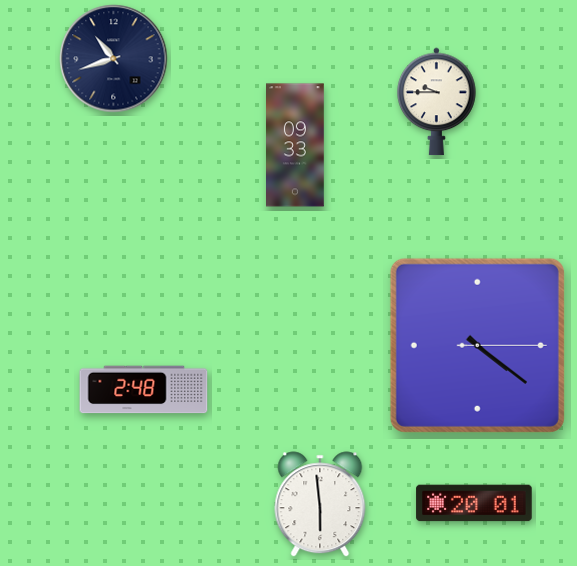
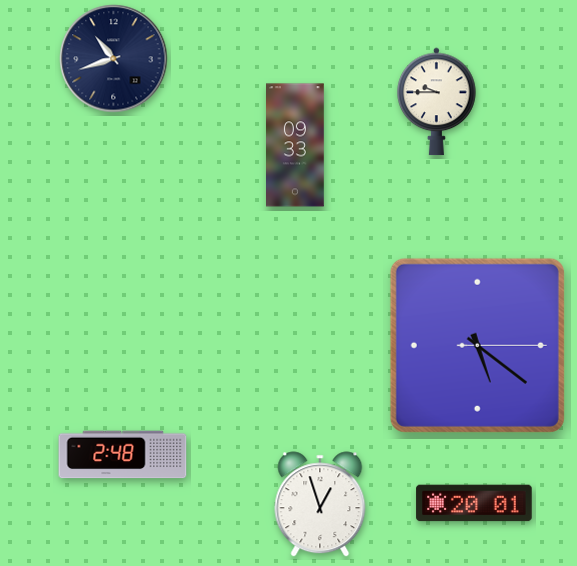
clock at (477, 345): 4:21 -> 5:21
clock at (144, 390) position: (144, 390) -> (123, 455)
clock at (320, 504): 5:59 -> 12:57
